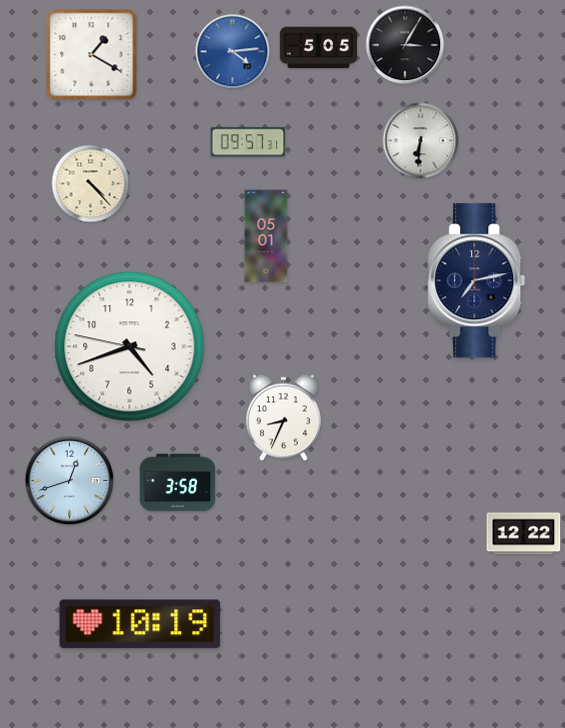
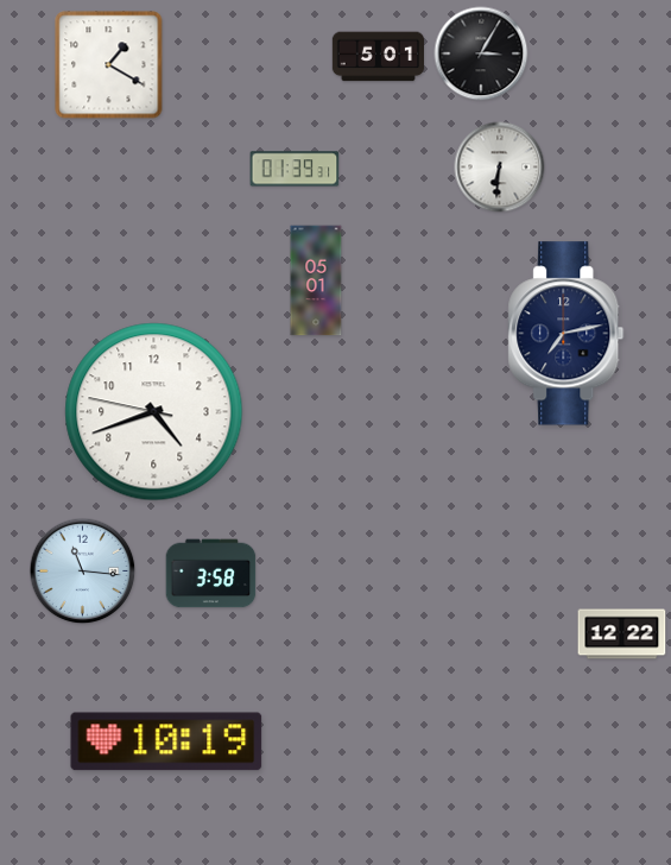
clock at (318, 48): 5:05 -> 5:01
clock at (233, 52): 4:14 -> none
clock at (248, 142): 09:57 -> 01:39
clock at (91, 184): 4:23 -> none
clock at (283, 418): 8:34 -> none
clock at (70, 481): 12:42 -> 11:16
